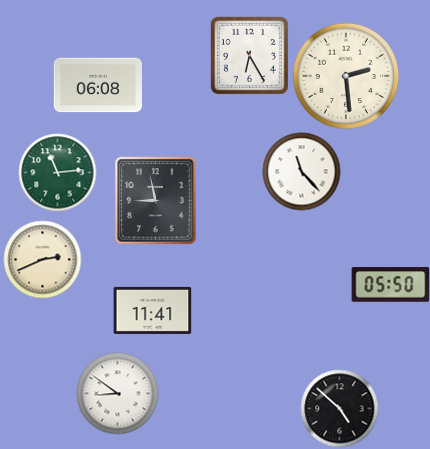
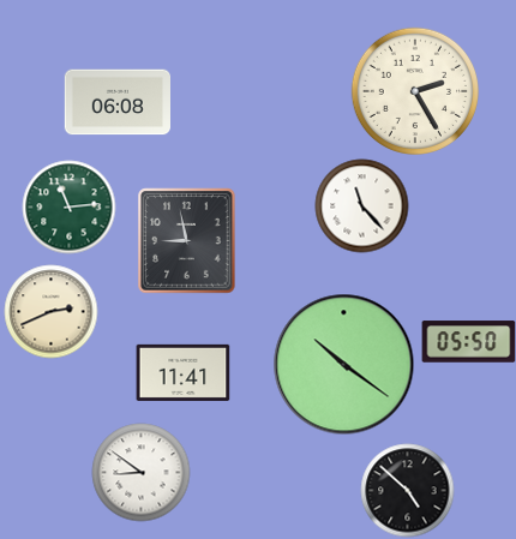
clock at (249, 55): 6:25 -> none
clock at (345, 75): 2:29 -> 2:25
clock at (343, 364): none -> 10:21
